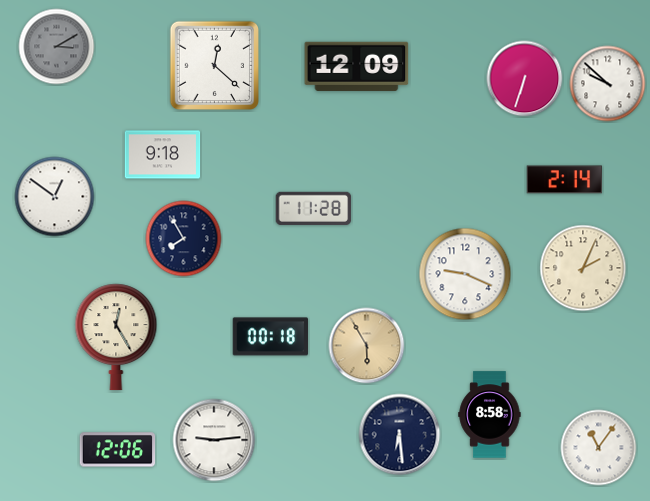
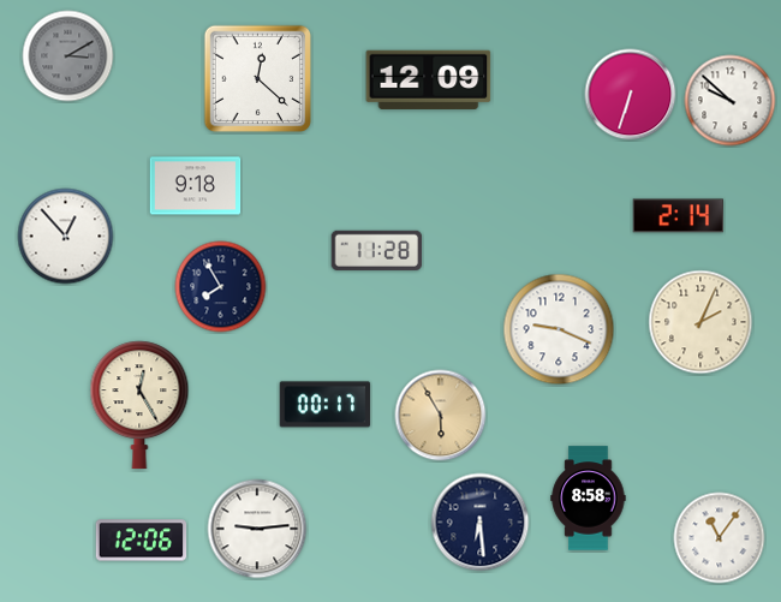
clock at (55, 197): 12:51 -> 12:53
clock at (271, 337): 00:18 -> 00:17
